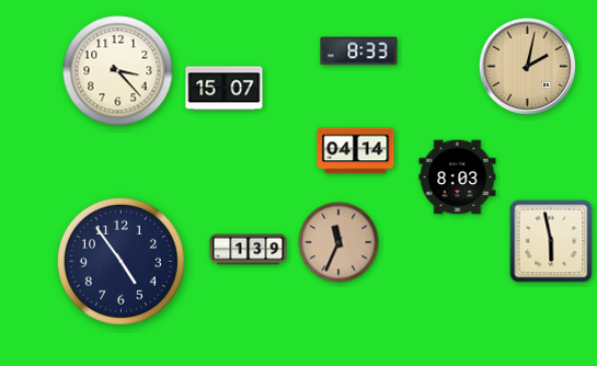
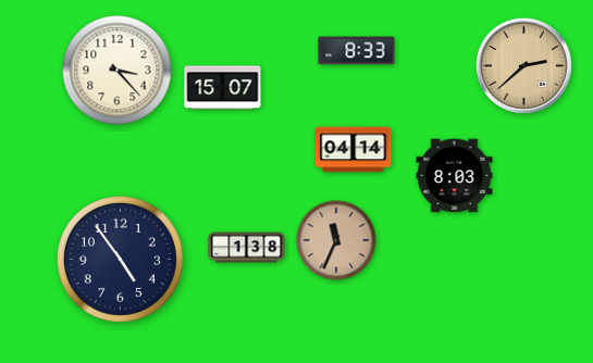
clock at (527, 66): 2:02 -> 2:38
clock at (551, 241): 5:58 -> none
clock at (249, 250): 1:39 -> 1:38
